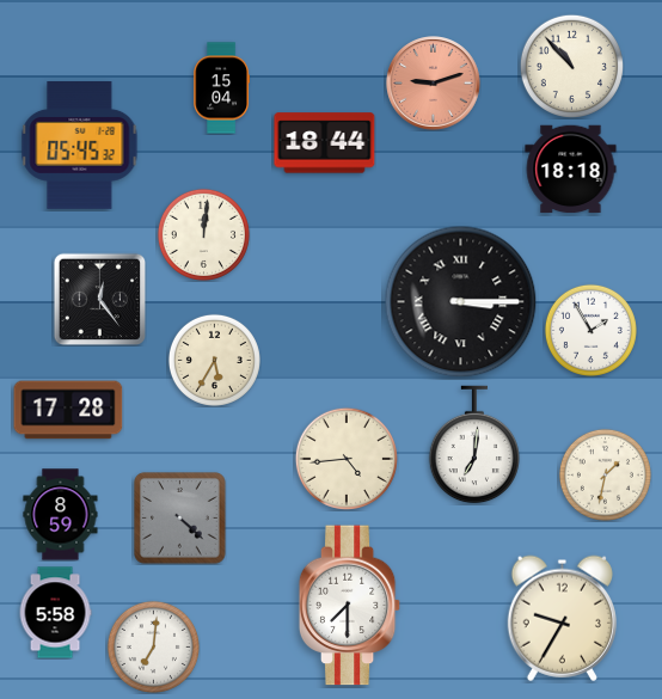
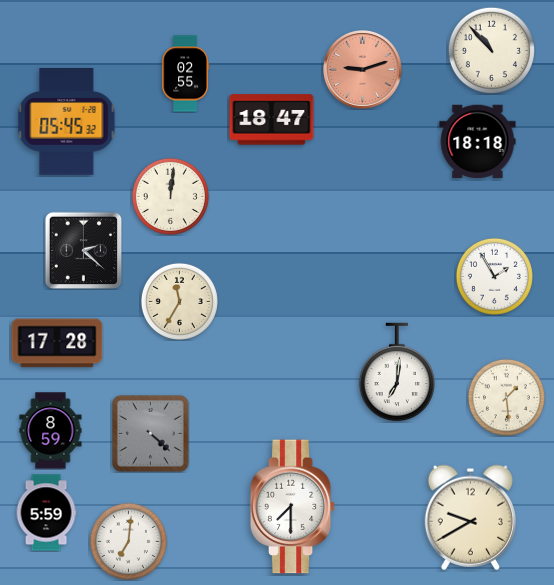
clock at (571, 66) position: (571, 66) -> (491, 50)
clock at (221, 88): 15:04 -> 02:55
clock at (325, 143): 18:44 -> 18:47
clock at (99, 299): 12:24 -> 2:22
clock at (461, 302): 3:15 -> none
clock at (214, 360): 5:35 -> 11:35
clock at (347, 459): 4:44 -> none
clock at (605, 474): 1:32 -> 1:29
clock at (55, 613): 5:58 -> 5:59
clock at (562, 618): 9:35 -> 9:40
